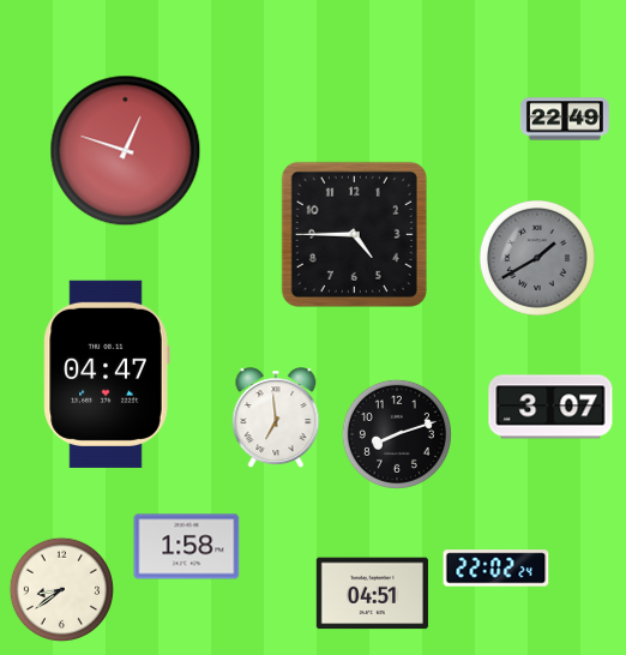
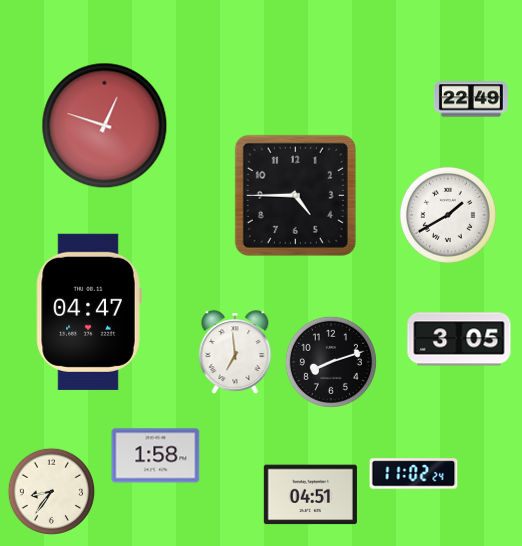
clock at (537, 258) dial: grey -> white
clock at (550, 407): 3:07 -> 3:05
clock at (276, 419) position: (276, 419) -> (235, 353)
clock at (496, 569): 22:02 -> 11:02
clock at (61, 589): 8:39 -> 8:36
